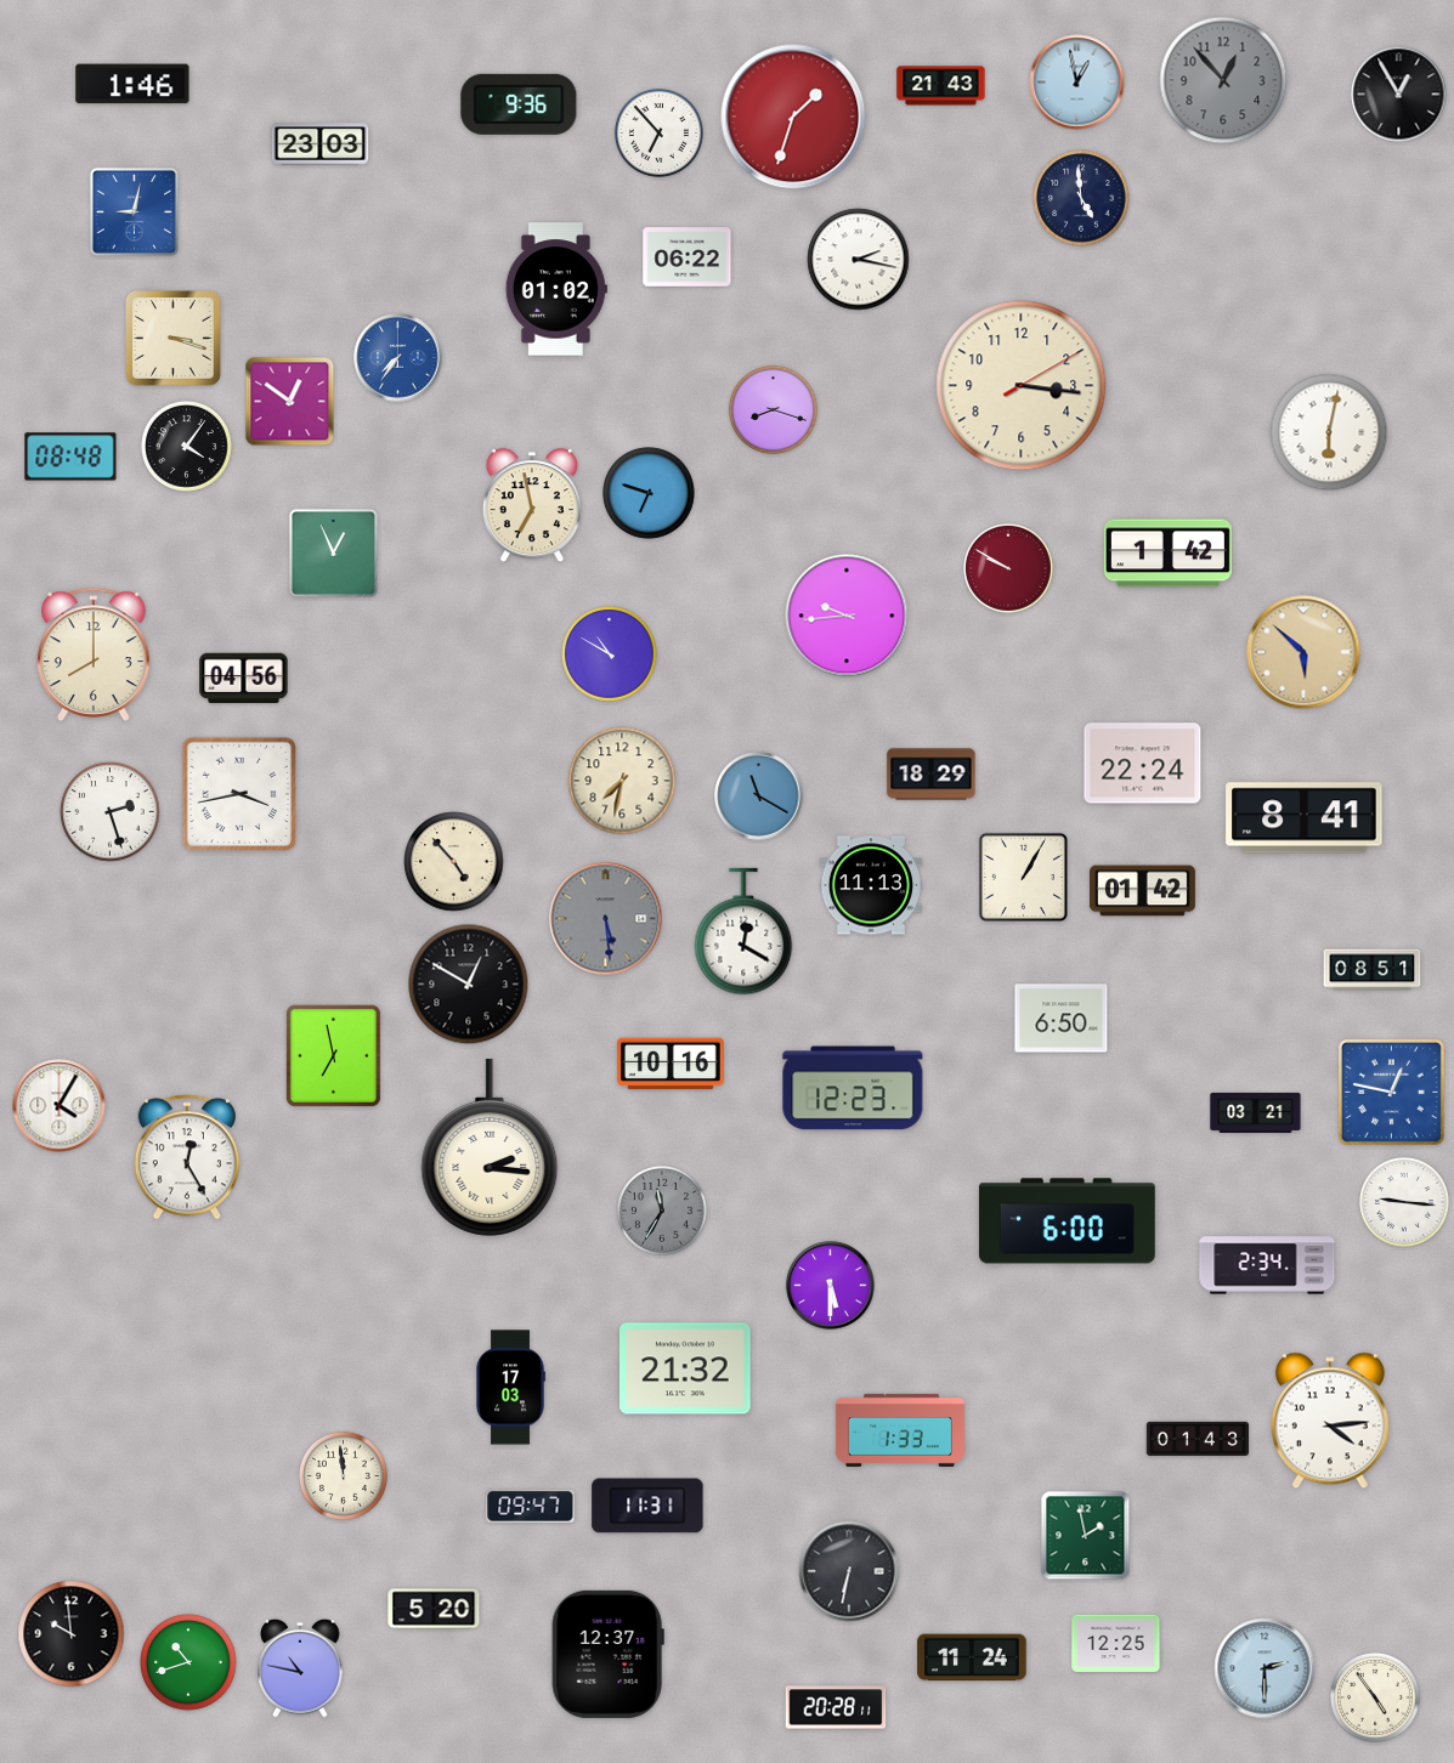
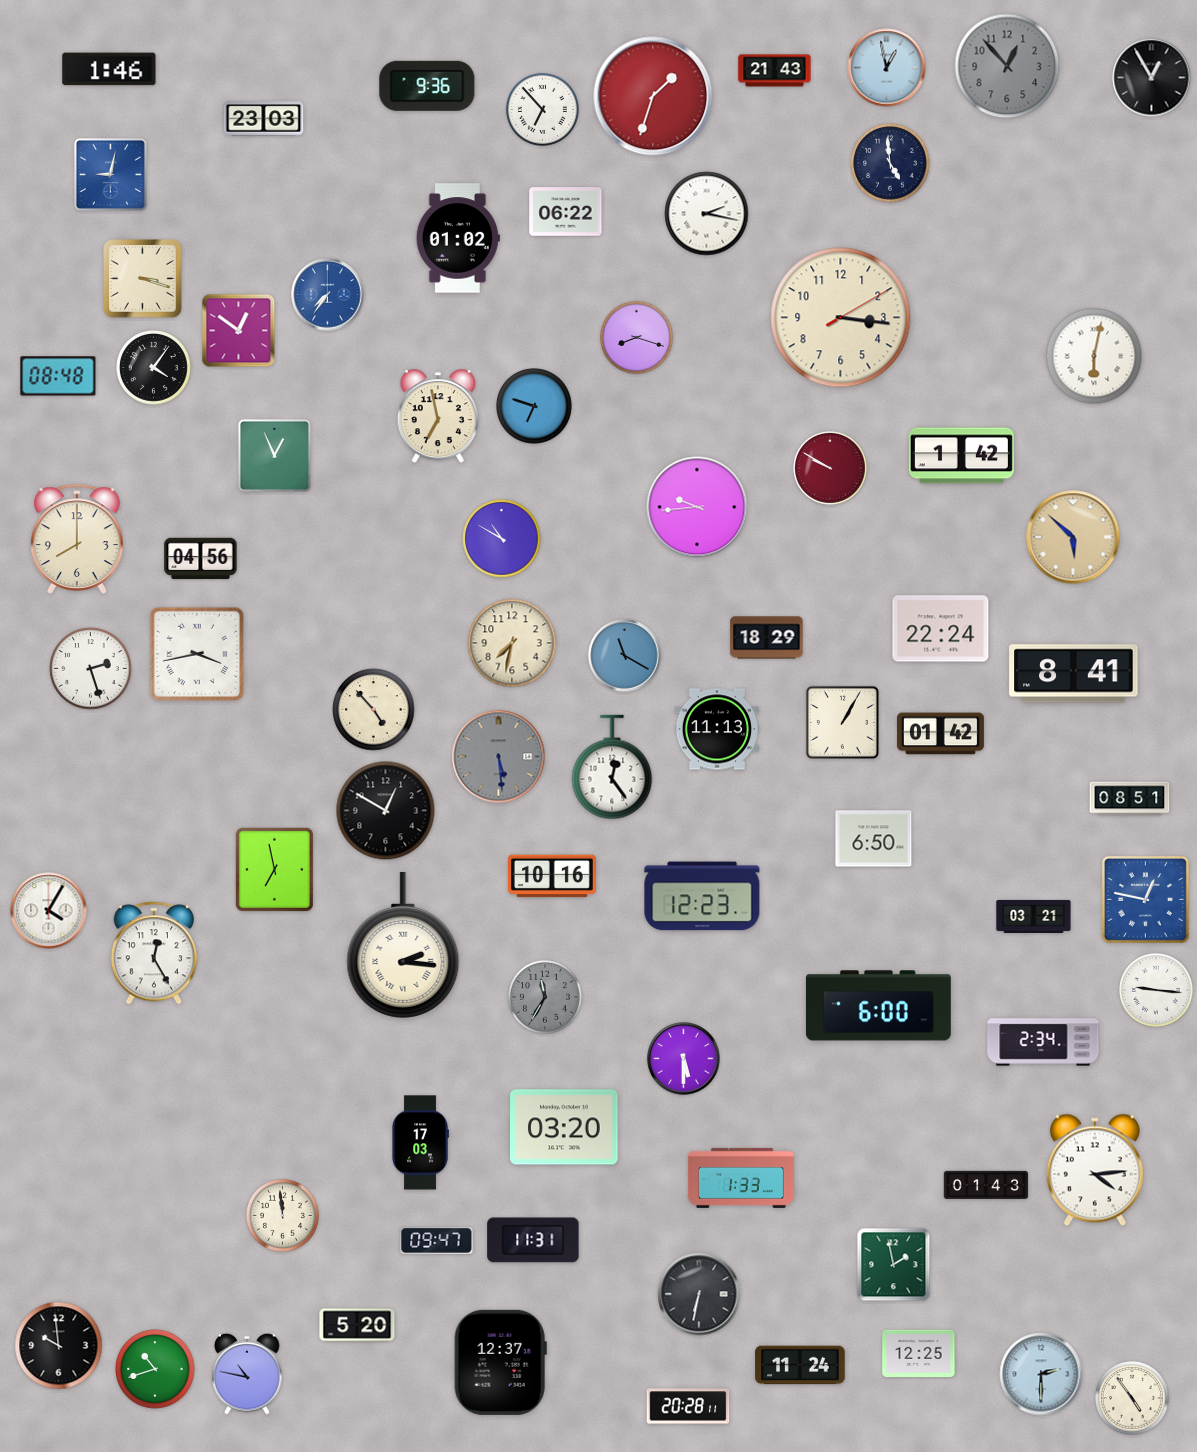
clock at (743, 931): 12:20 -> 12:24
clock at (686, 1368): 21:32 -> 03:20
